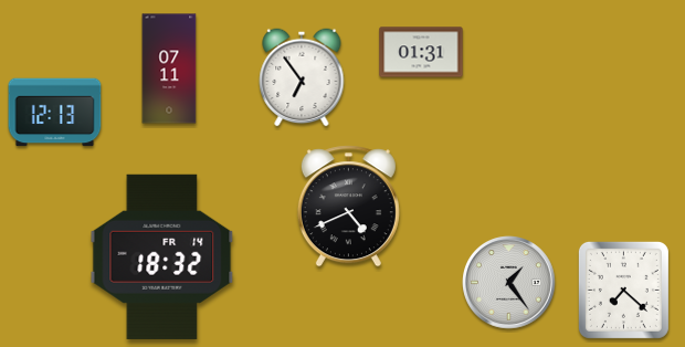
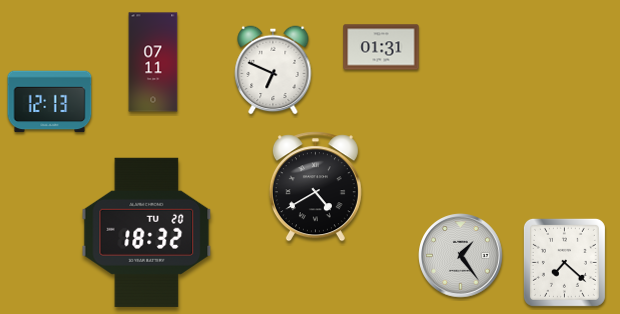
clock at (302, 77): 6:54 -> 6:49
clock at (348, 207): 4:41 -> 4:40
clock at (162, 256) date: FR 14 -> TU 20
